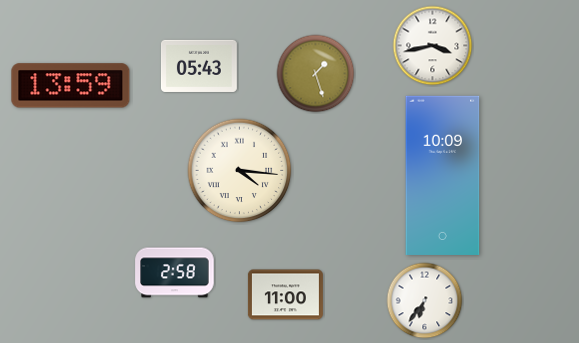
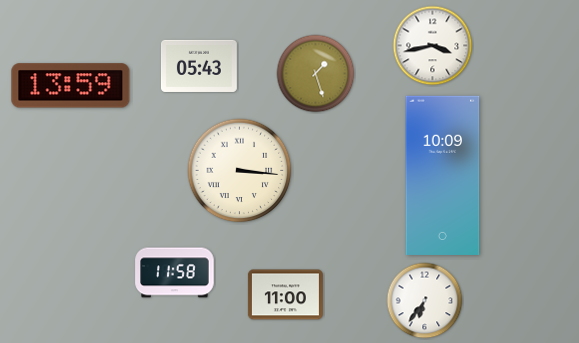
clock at (240, 171): 4:16 -> 3:16
clock at (175, 273): 2:58 -> 11:58
